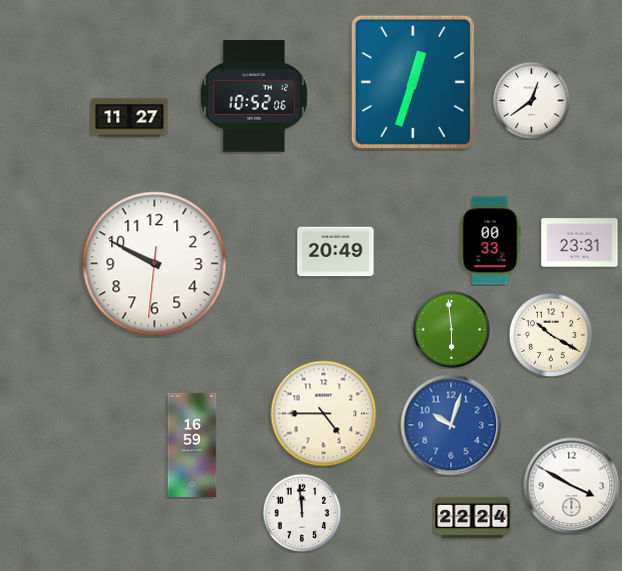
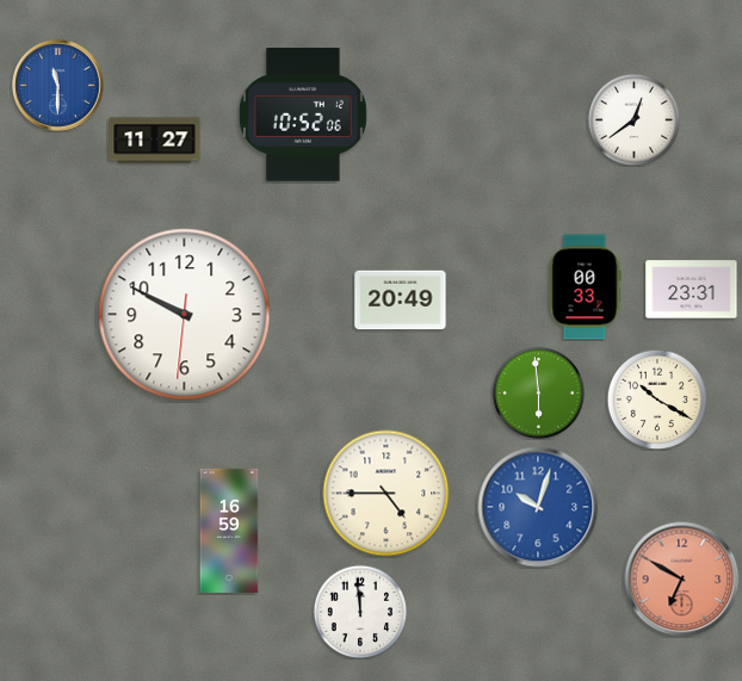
clock at (58, 86): none -> 11:30
clock at (413, 82): 12:33 -> none
clock at (572, 486): 3:50 -> 6:50
clock at (572, 486) dial: white -> salmon
clock at (473, 517): 22:24 -> none
